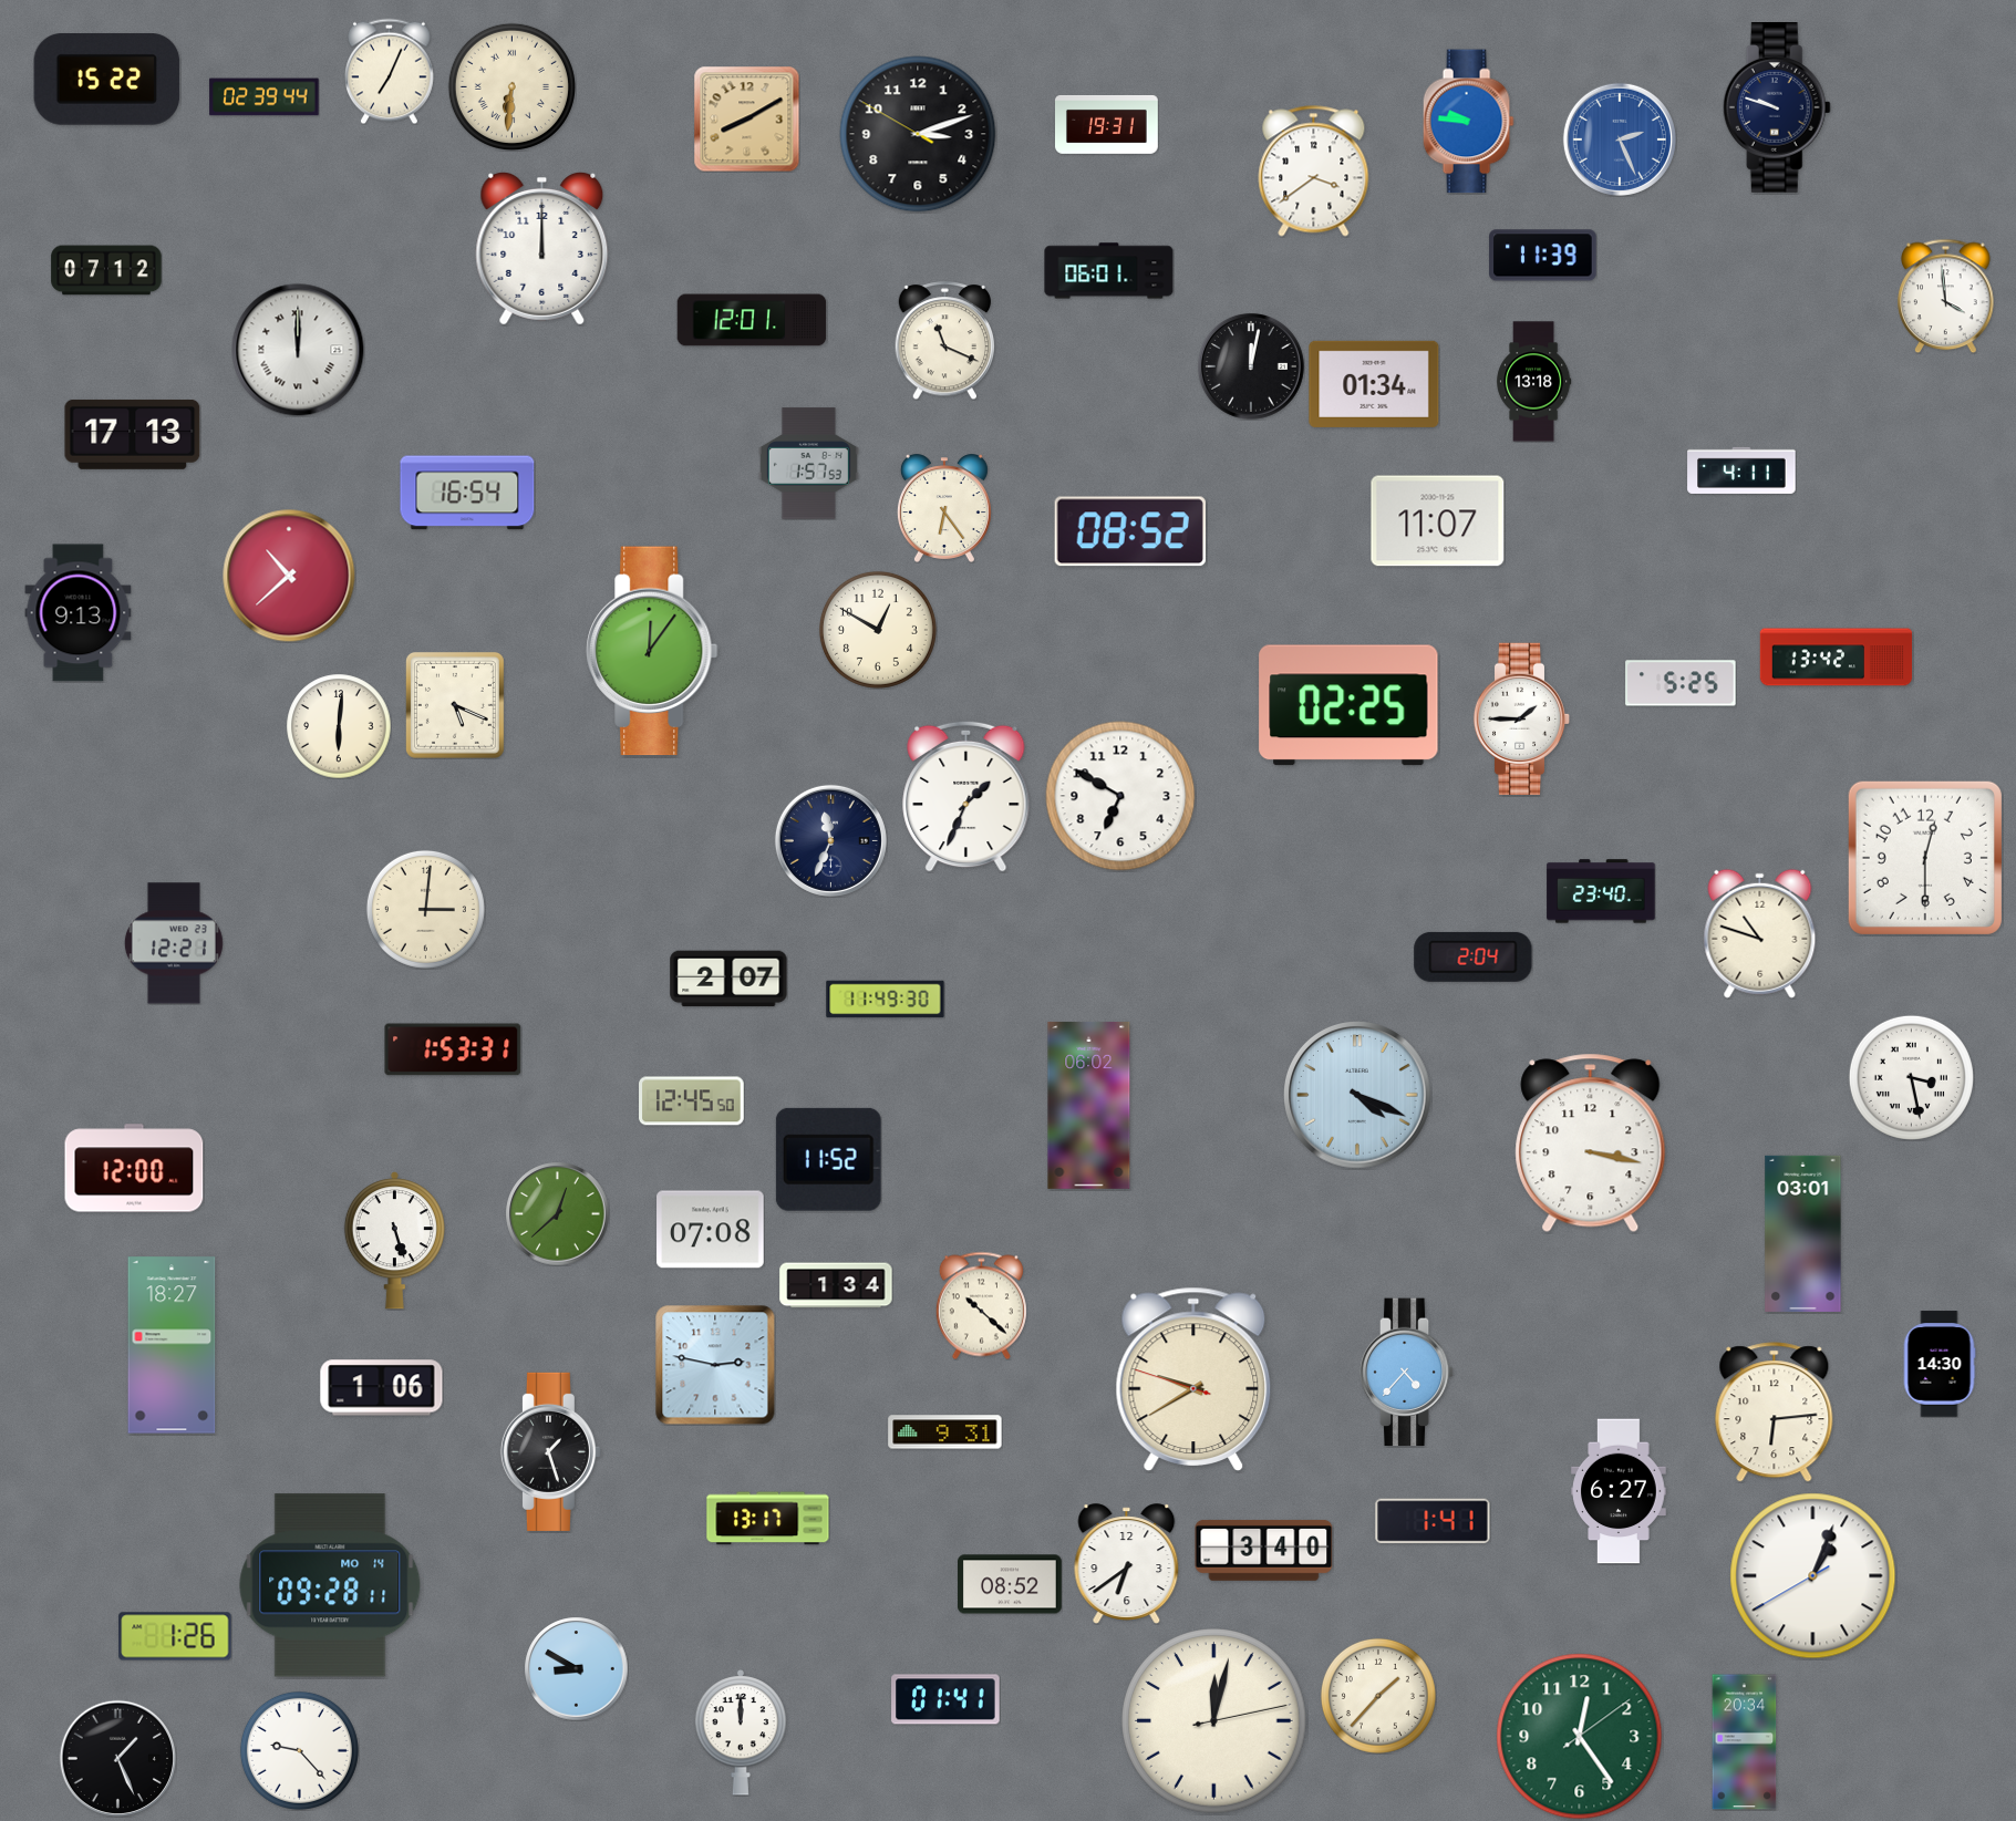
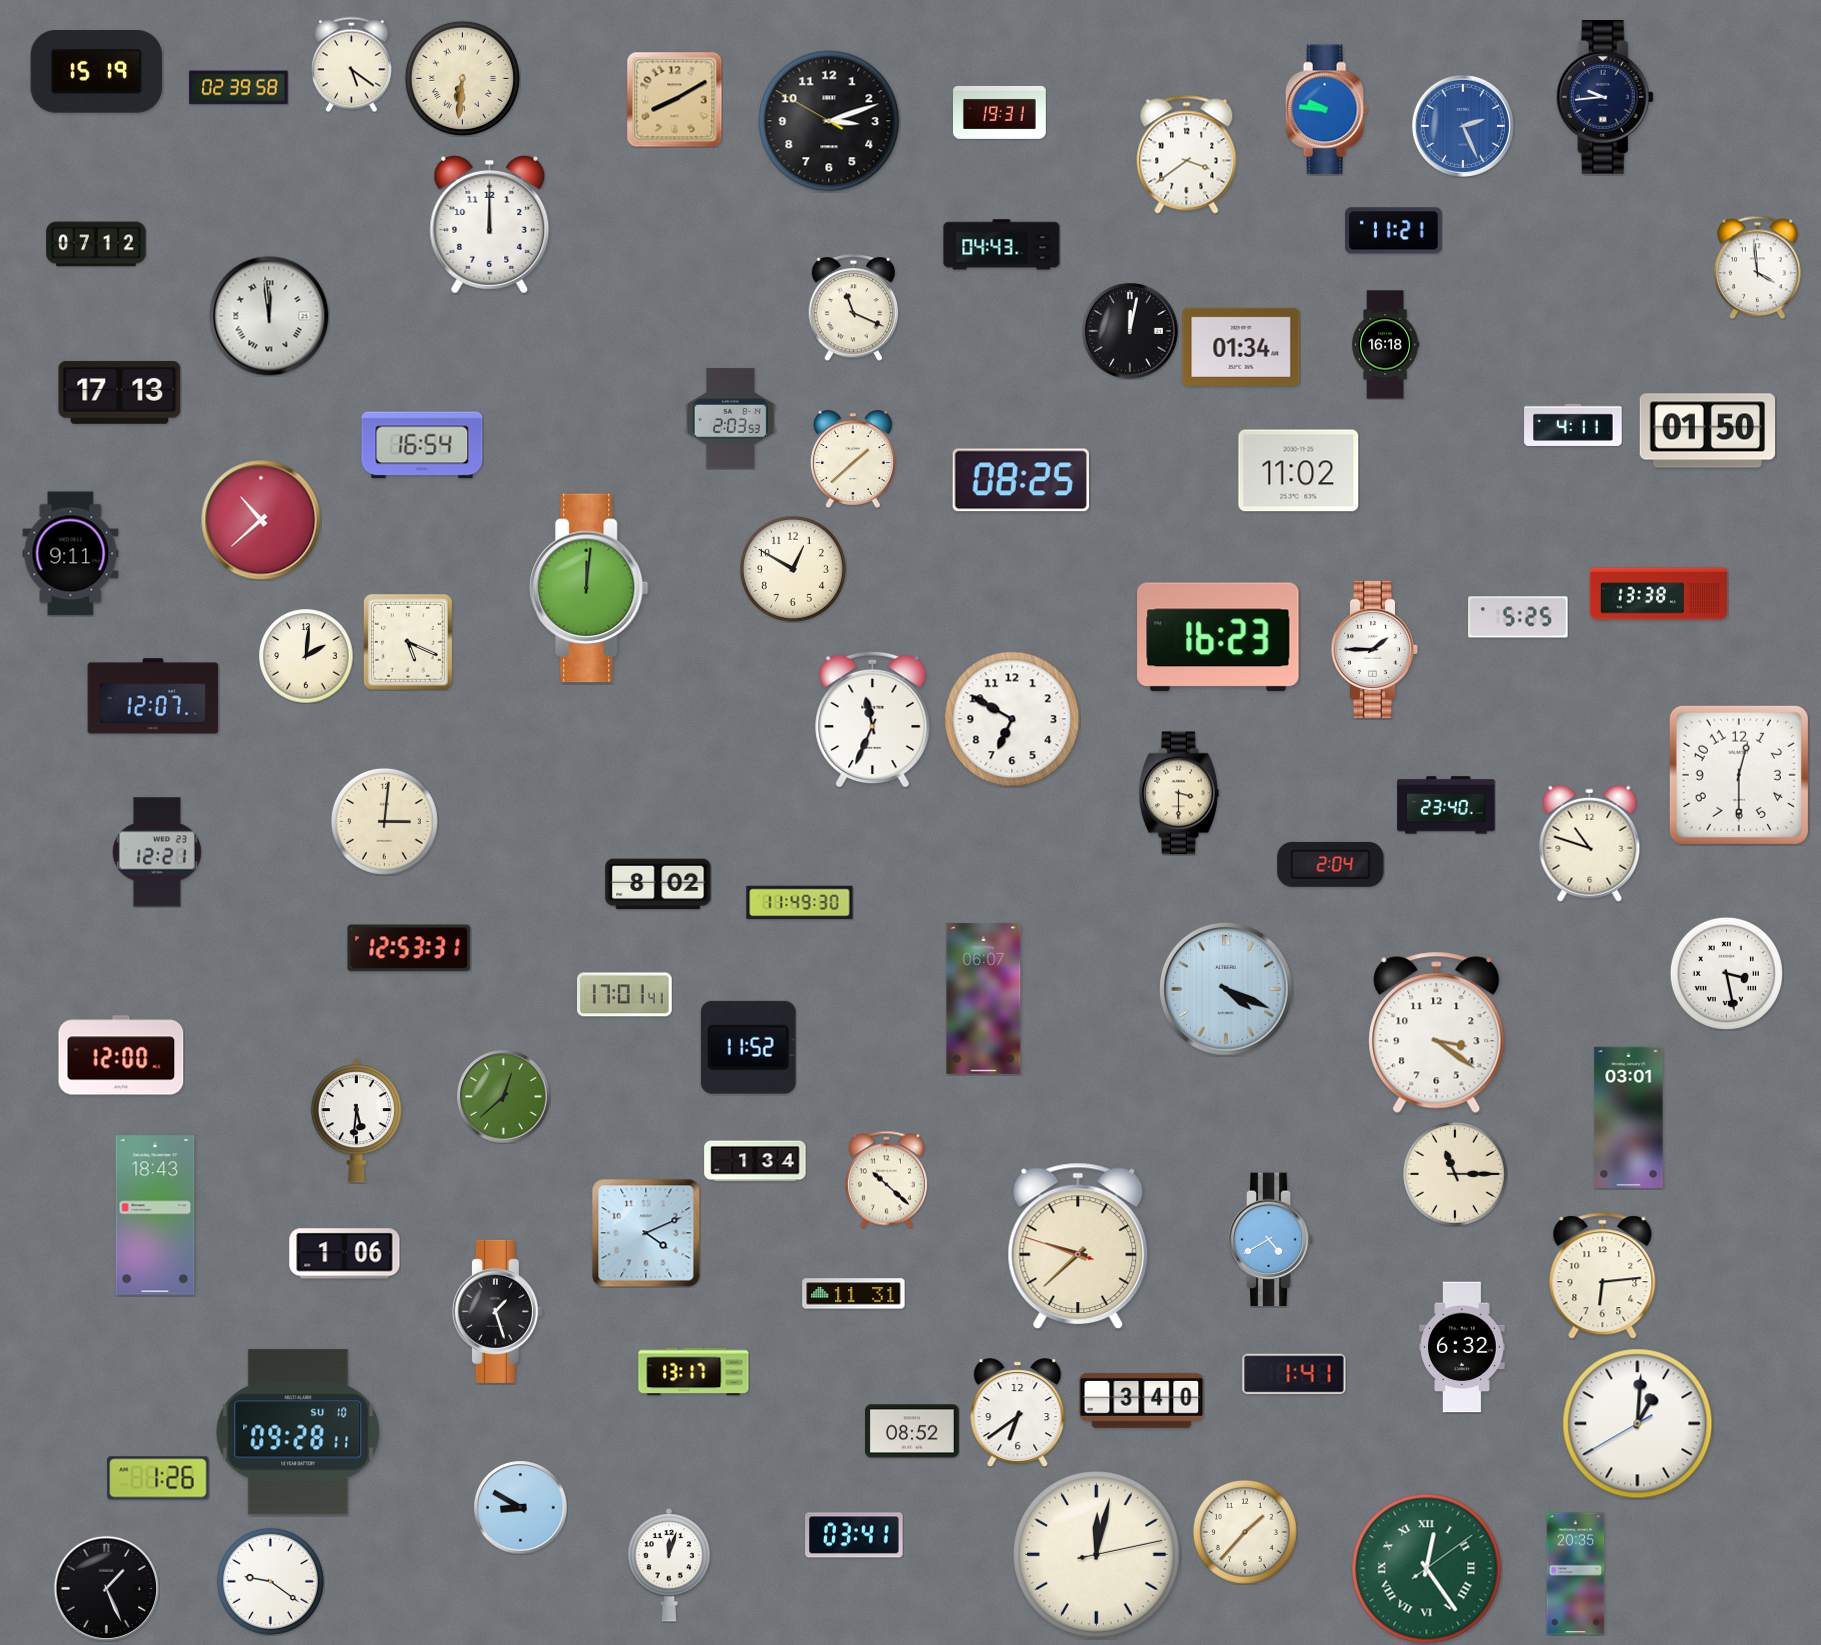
clock at (390, 71): 7:04 -> 5:21
clock at (107, 80): 15:22 -> 15:19
clock at (265, 97): 02:39:44 -> 02:39:58
clock at (1777, 108): 9:48 -> 9:44
clock at (746, 118) position: (746, 118) -> (674, 99)
clock at (1543, 256): 11:39 -> 11:21
clock at (1109, 271): 06:01 -> 04:43
clock at (752, 320): 12:01 -> none
clock at (298, 350): 12:00 -> 11:59
clock at (1534, 382): 13:18 -> 16:18
clock at (808, 464): 1:57 -> 2:03
clock at (1708, 431): none -> 01:50
clock at (944, 508): 6:24 -> 1:38
clock at (1438, 521): 11:07 -> 11:02
clock at (1130, 531): 08:52 -> 08:25
clock at (79, 613): 9:13 -> 9:11
clock at (652, 651): 12:06 -> 12:01
clock at (1837, 658): 13:42 -> 13:38
clock at (455, 705) position: (455, 705) -> (408, 642)
clock at (1348, 705): 02:25 -> 16:23
clock at (339, 726): 6:01 -> 2:01
clock at (153, 696): none -> 12:07
clock at (966, 796): 1:34 -> 11:34
clock at (830, 840): 11:34 -> none
clock at (1179, 793): none -> 3:30
clock at (728, 979): 2:07 -> 8:02
clock at (453, 1049): 1:53 -> 12:53
clock at (692, 1101): 12:45 -> 17:01
clock at (1089, 1105): 06:02 -> 06:07
clock at (1591, 1144): 3:17 -> 3:21
clock at (711, 1230): 07:08 -> none
clock at (1803, 1233) position: (1803, 1233) -> (1629, 1117)
clock at (394, 1241): 5:27 -> 5:31
clock at (1455, 1174): none -> 11:15
clock at (172, 1345): 18:27 -> 18:43
clock at (1940, 1364): 14:30 -> none
clock at (715, 1365): 2:47 -> 4:11
clock at (1407, 1373): 4:37 -> 4:40
clock at (1193, 1378): 9:39 -> 9:37
clock at (945, 1432): 9:31 -> 11:31
clock at (1619, 1491): 6:27 -> 6:32
clock at (1813, 1576): 1:03 -> 1:00
clock at (330, 1585) date: MO 14 -> SU 10
clock at (945, 1699): 01:41 -> 03:41
clock at (741, 1734): 12:00 -> 12:03
clock at (1580, 1737) numerals: Arabic -> Roman
clock at (1745, 1742): 20:34 -> 20:35
clock at (299, 1750): 9:23 -> 9:21
